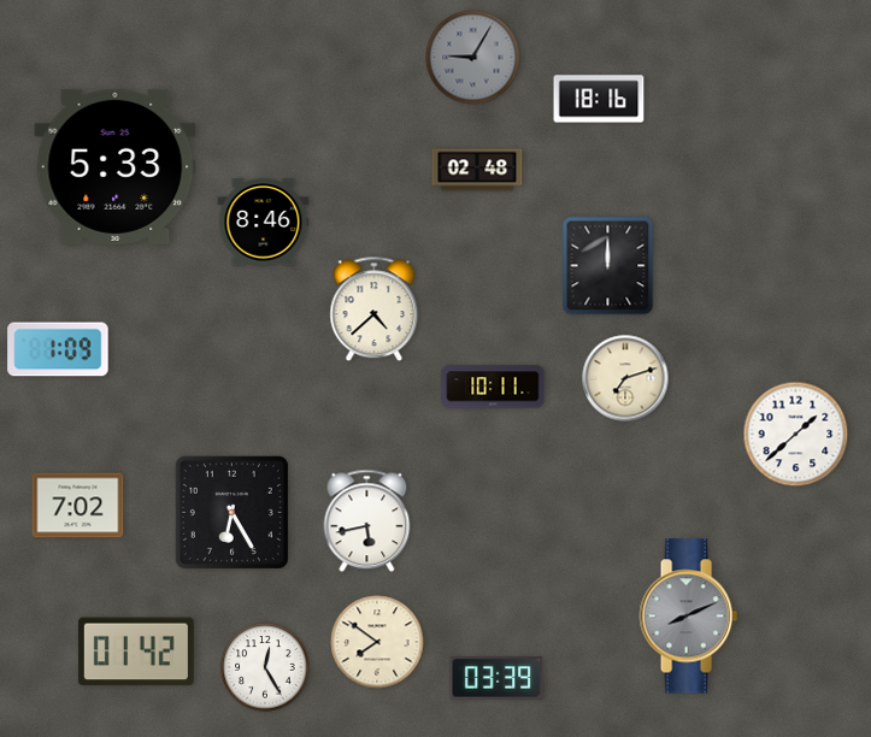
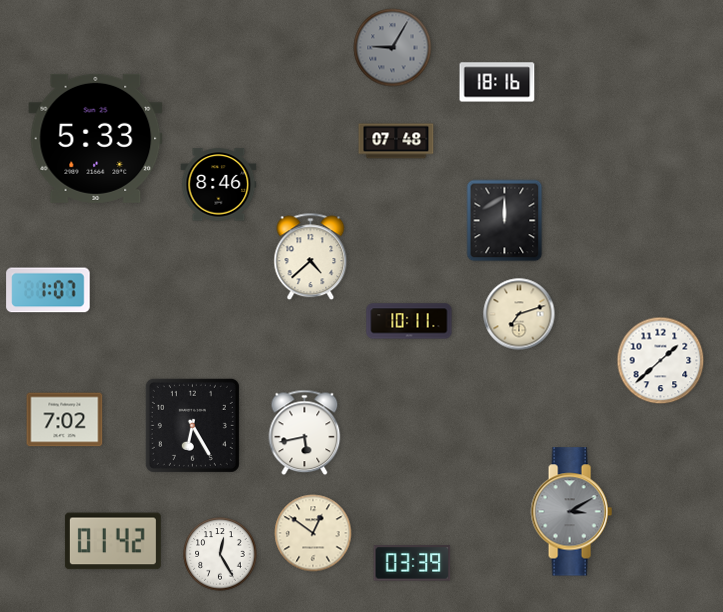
clock at (477, 170): 02:48 -> 07:48
clock at (58, 349): 1:09 -> 1:07
clock at (688, 617): 8:11 -> 3:10
clock at (377, 642): 7:51 -> 12:51
